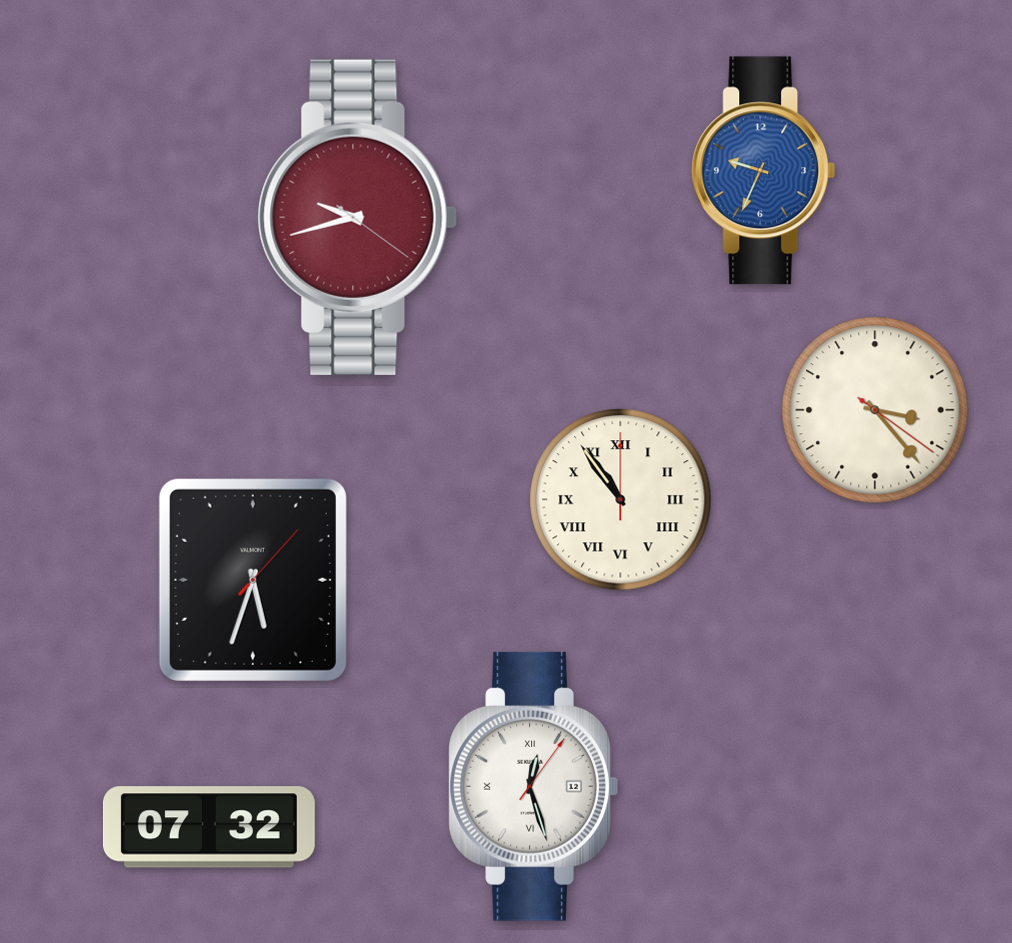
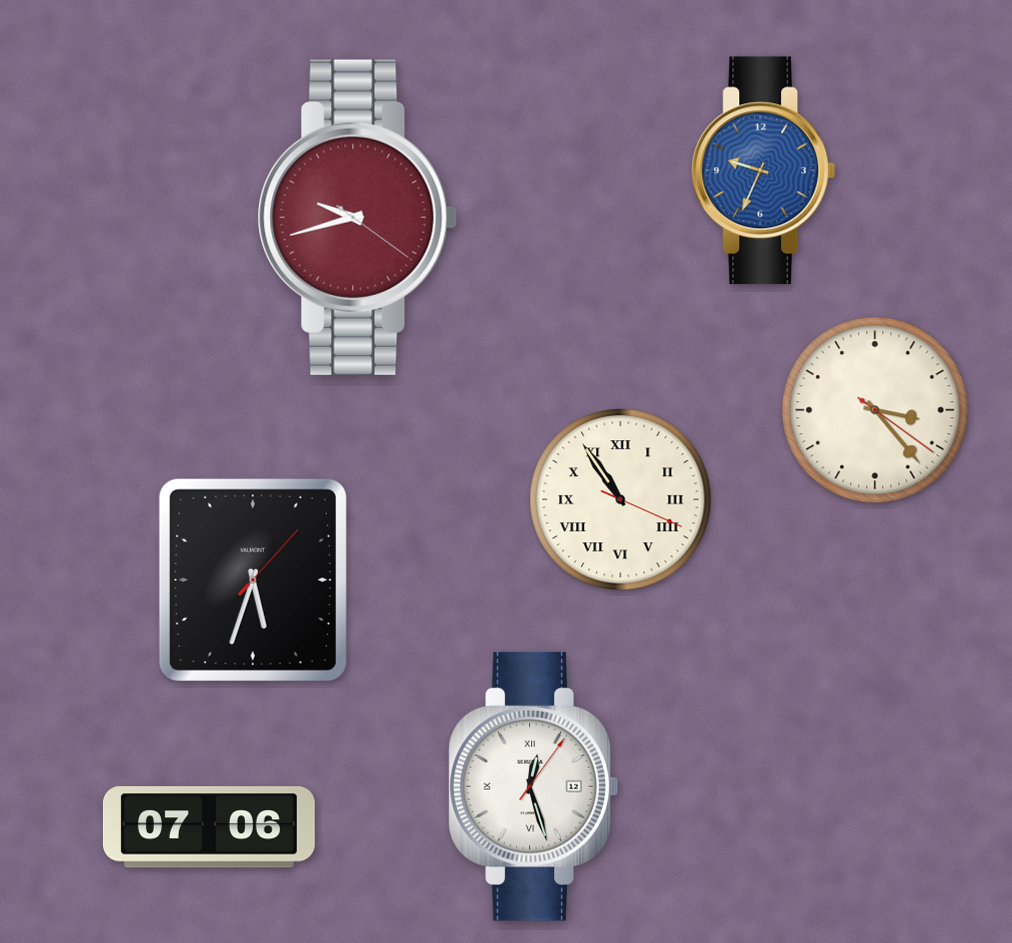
clock at (621, 500): 10:54:00 -> 10:54:19
clock at (209, 827): 07:32 -> 07:06
